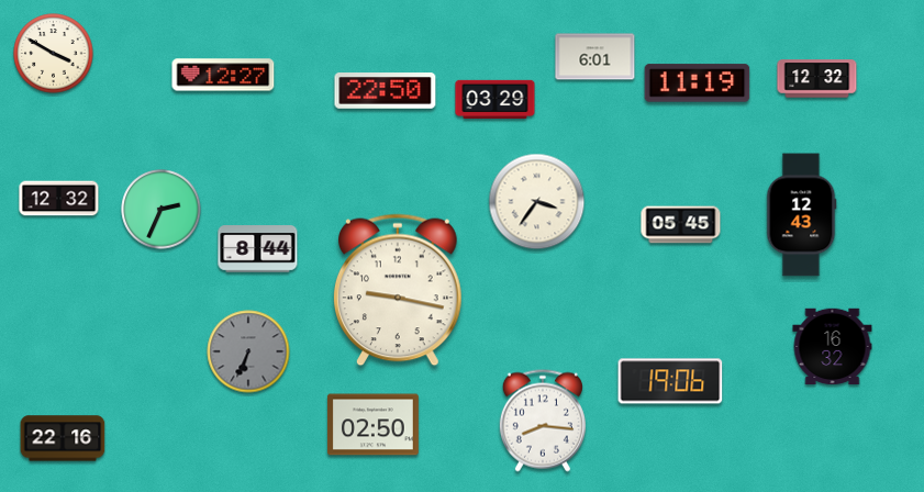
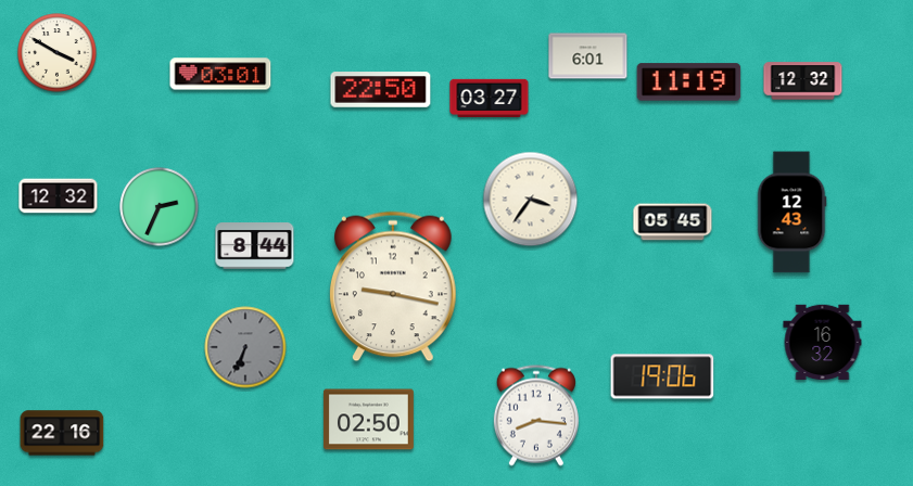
clock at (54, 54) position: (54, 54) -> (58, 53)
clock at (223, 75): 12:27 -> 03:01
clock at (817, 79) position: (817, 79) -> (803, 81)
clock at (496, 100): 03:29 -> 03:27
